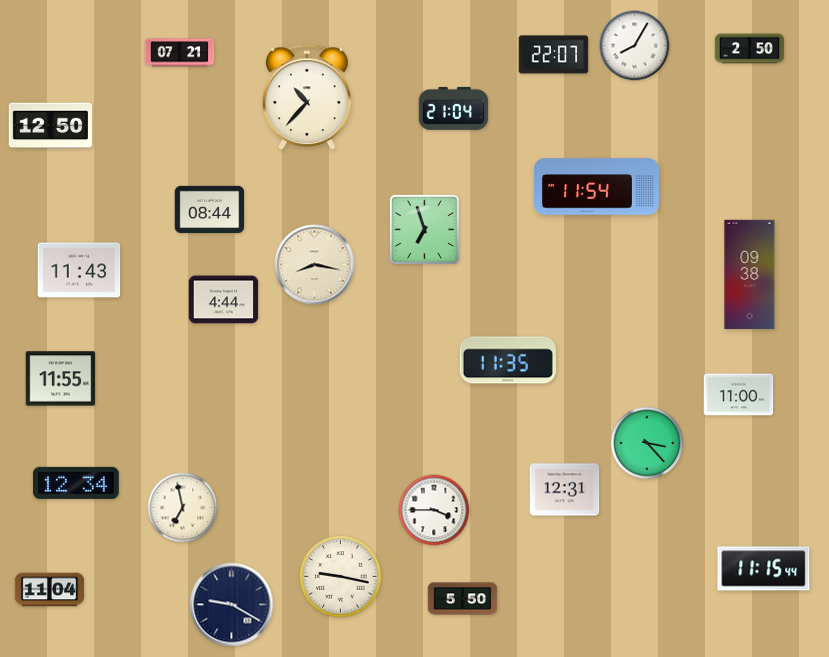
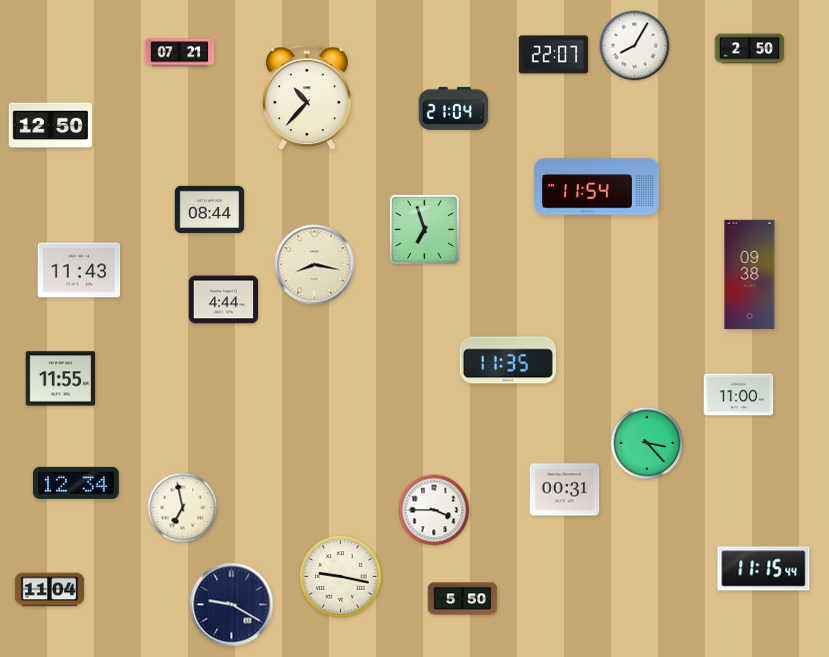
clock at (565, 490): 12:31 -> 00:31
